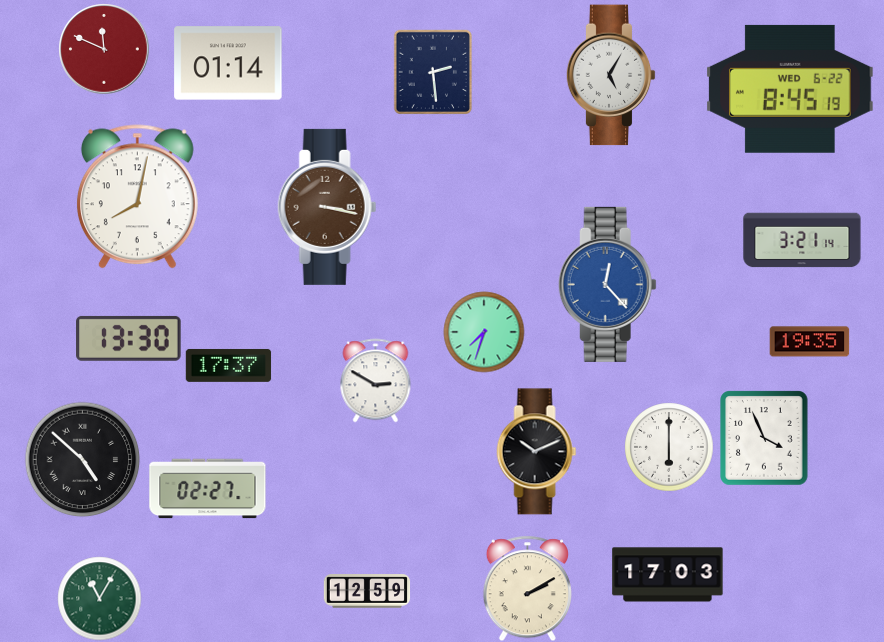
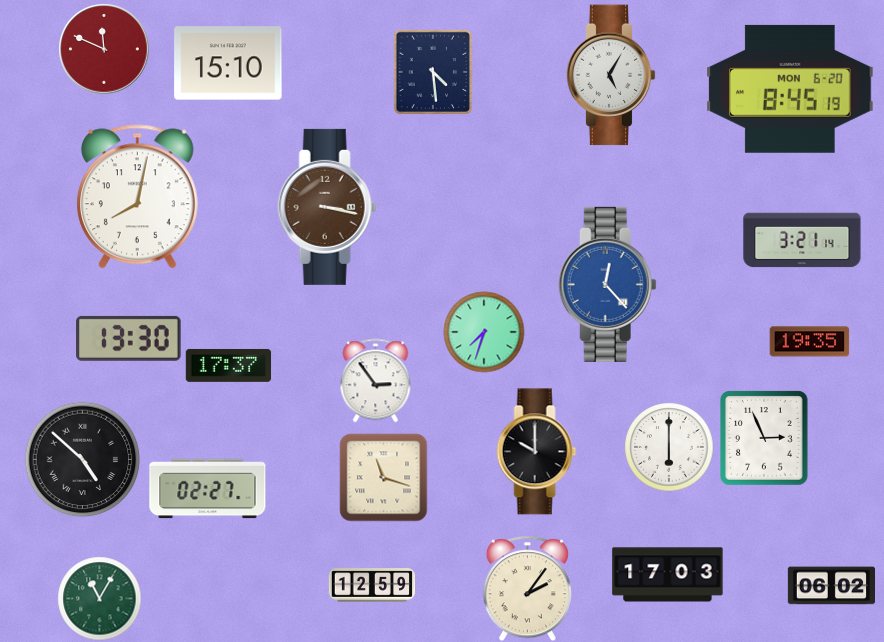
clock at (228, 63): 01:14 -> 15:10
clock at (433, 72): 2:29 -> 4:29
clock at (790, 89) date: WED 6-22 -> MON 6-20
clock at (376, 380): 2:50 -> 2:54
clock at (764, 438): 3:56 -> 2:56
clock at (537, 452): 10:11 -> 10:00
clock at (383, 477): none -> 11:18
clock at (831, 586): none -> 06:02
clock at (527, 588): 2:10 -> 2:06
clock at (367, 591) position: (367, 591) -> (372, 585)
